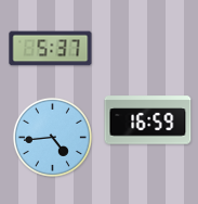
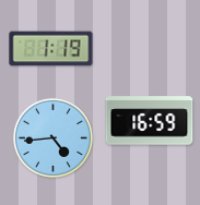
clock at (51, 49): 5:37 -> 1:19
